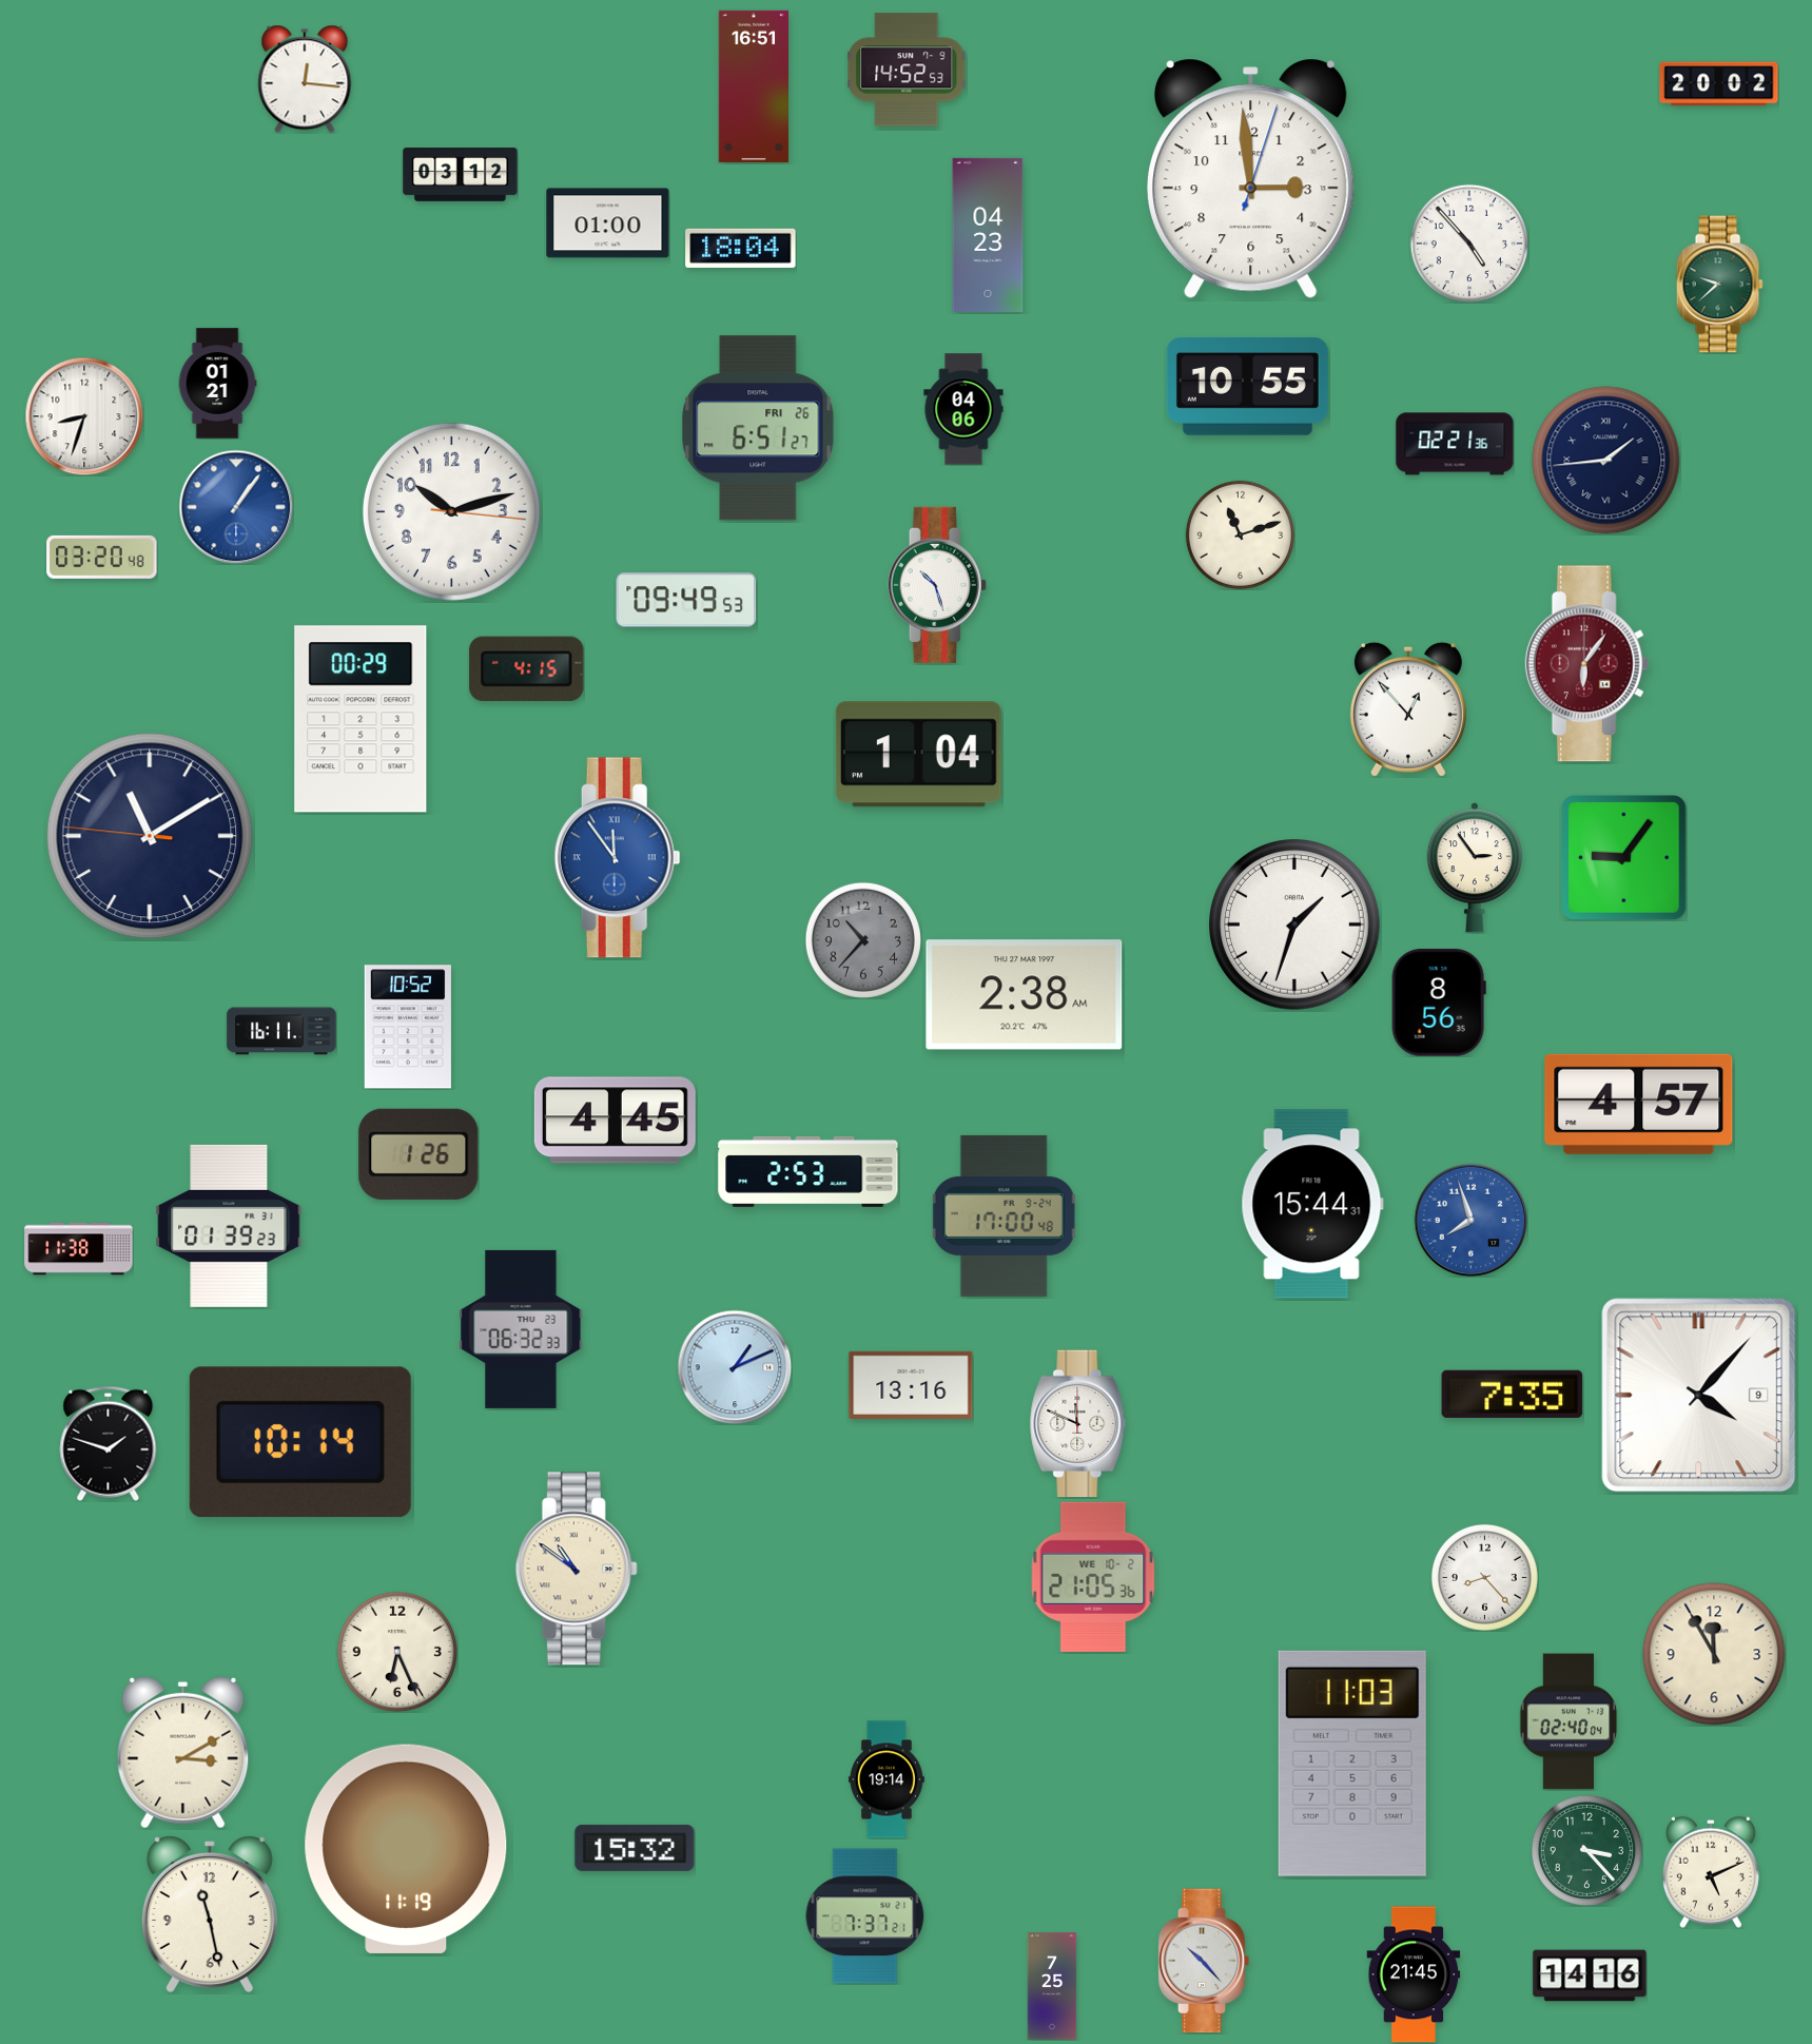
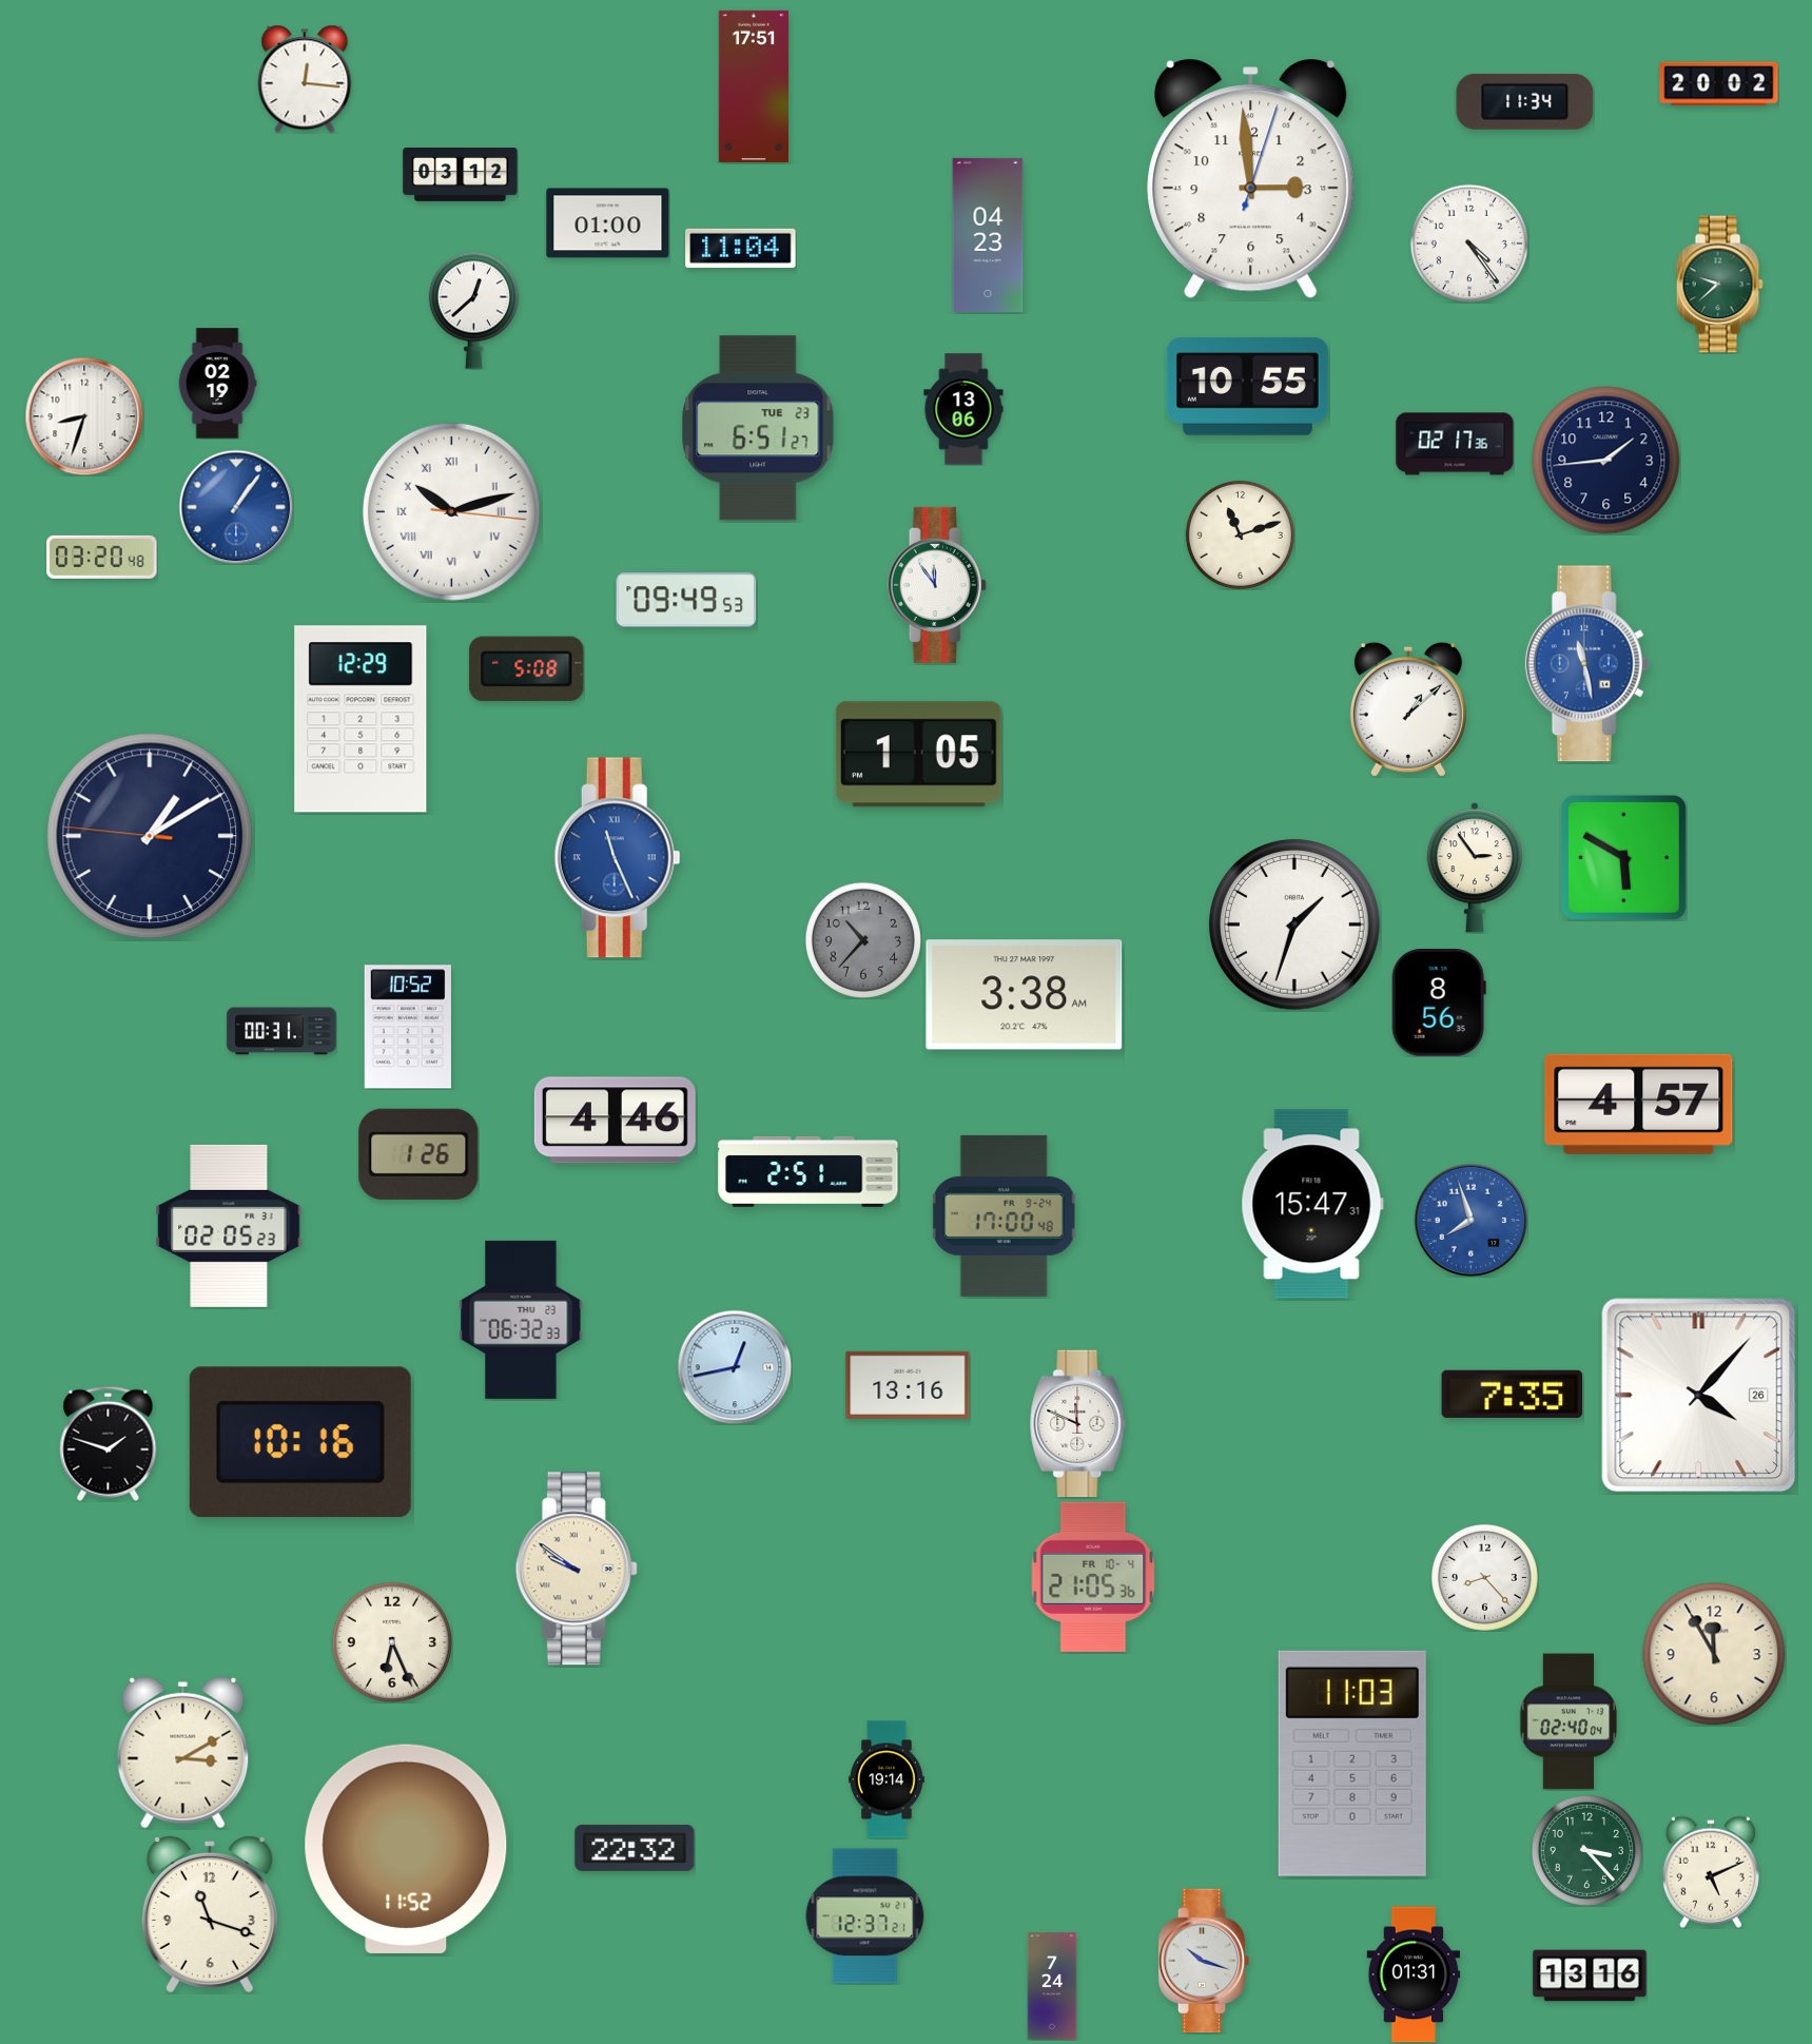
clock at (907, 70): 14:52 -> none
clock at (753, 86): 16:51 -> 17:51
clock at (1525, 101): none -> 11:34
clock at (1469, 244): 4:53 -> 4:24
clock at (741, 248): 18:04 -> 11:04
clock at (473, 310): none -> 12:38
clock at (217, 384): 01:21 -> 02:19
clock at (963, 409): 04:06 -> 13:06
clock at (758, 428) date: FRI 26 -> TUE 23
clock at (1455, 444): 02:21 -> 02:17
clock at (1606, 461) numerals: Roman -> Arabic
clock at (451, 511) numerals: Arabic -> Roman
clock at (937, 585): 10:27 -> 11:54
clock at (1587, 664): 6:06 -> 11:28
clock at (1587, 664) dial: burgundy -> blue
clock at (527, 668): 4:15 -> 5:08
clock at (1408, 709): 12:53 -> 1:08
clock at (361, 719): 00:29 -> 12:29
clock at (918, 755): 1:04 -> 1:05
clock at (150, 836): 11:09 -> 1:09
clock at (617, 858): 11:54 -> 11:26
clock at (1624, 858): 9:06 -> 5:50
clock at (1025, 995): 2:38 -> 3:38
clock at (281, 1031): 16:11 -> 00:31
clock at (615, 1121): 4:45 -> 4:46
clock at (808, 1171): 2:53 -> 2:51
clock at (1312, 1204): 15:44 -> 15:47
clock at (229, 1226): 01:39 -> 02:05
clock at (79, 1249): 11:38 -> none
clock at (521, 1329) position: (521, 1329) -> (521, 1320)
clock at (735, 1367): 1:11 -> 12:43
clock at (911, 1385) position: (911, 1385) -> (908, 1385)
clock at (1699, 1396) date: 9 -> 26
clock at (300, 1442): 10:14 -> 10:16
clock at (577, 1569): 10:51 -> 9:51
clock at (1093, 1577) date: WE 10-2 -> FR 10-4
clock at (396, 1651) position: (396, 1651) -> (391, 1641)
clock at (635, 1848): 15:32 -> 22:32
clock at (406, 1849): 11:19 -> 11:52
clock at (210, 1914): 11:28 -> 11:18
clock at (865, 1916): 7:37 -> 12:37
clock at (1204, 1961): 10:23 -> 10:18
clock at (1414, 1974): 21:45 -> 01:31
clock at (1590, 1975): 14:16 -> 13:16
clock at (1052, 1986): 7:25 -> 7:24
